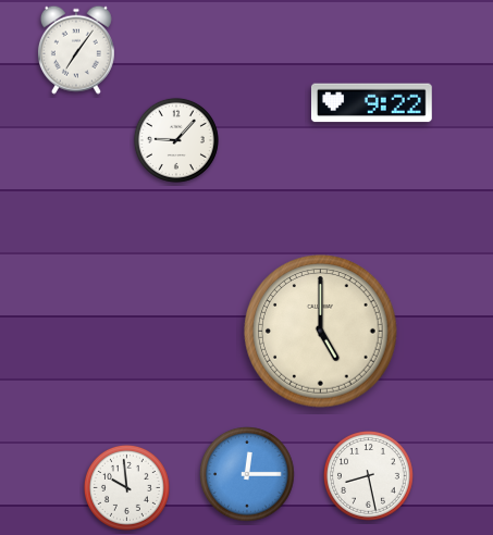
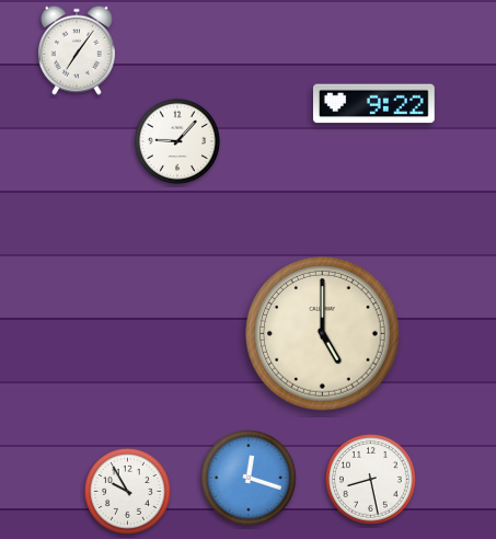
clock at (247, 474): 12:15 -> 12:18
clock at (126, 487): 9:59 -> 9:55
